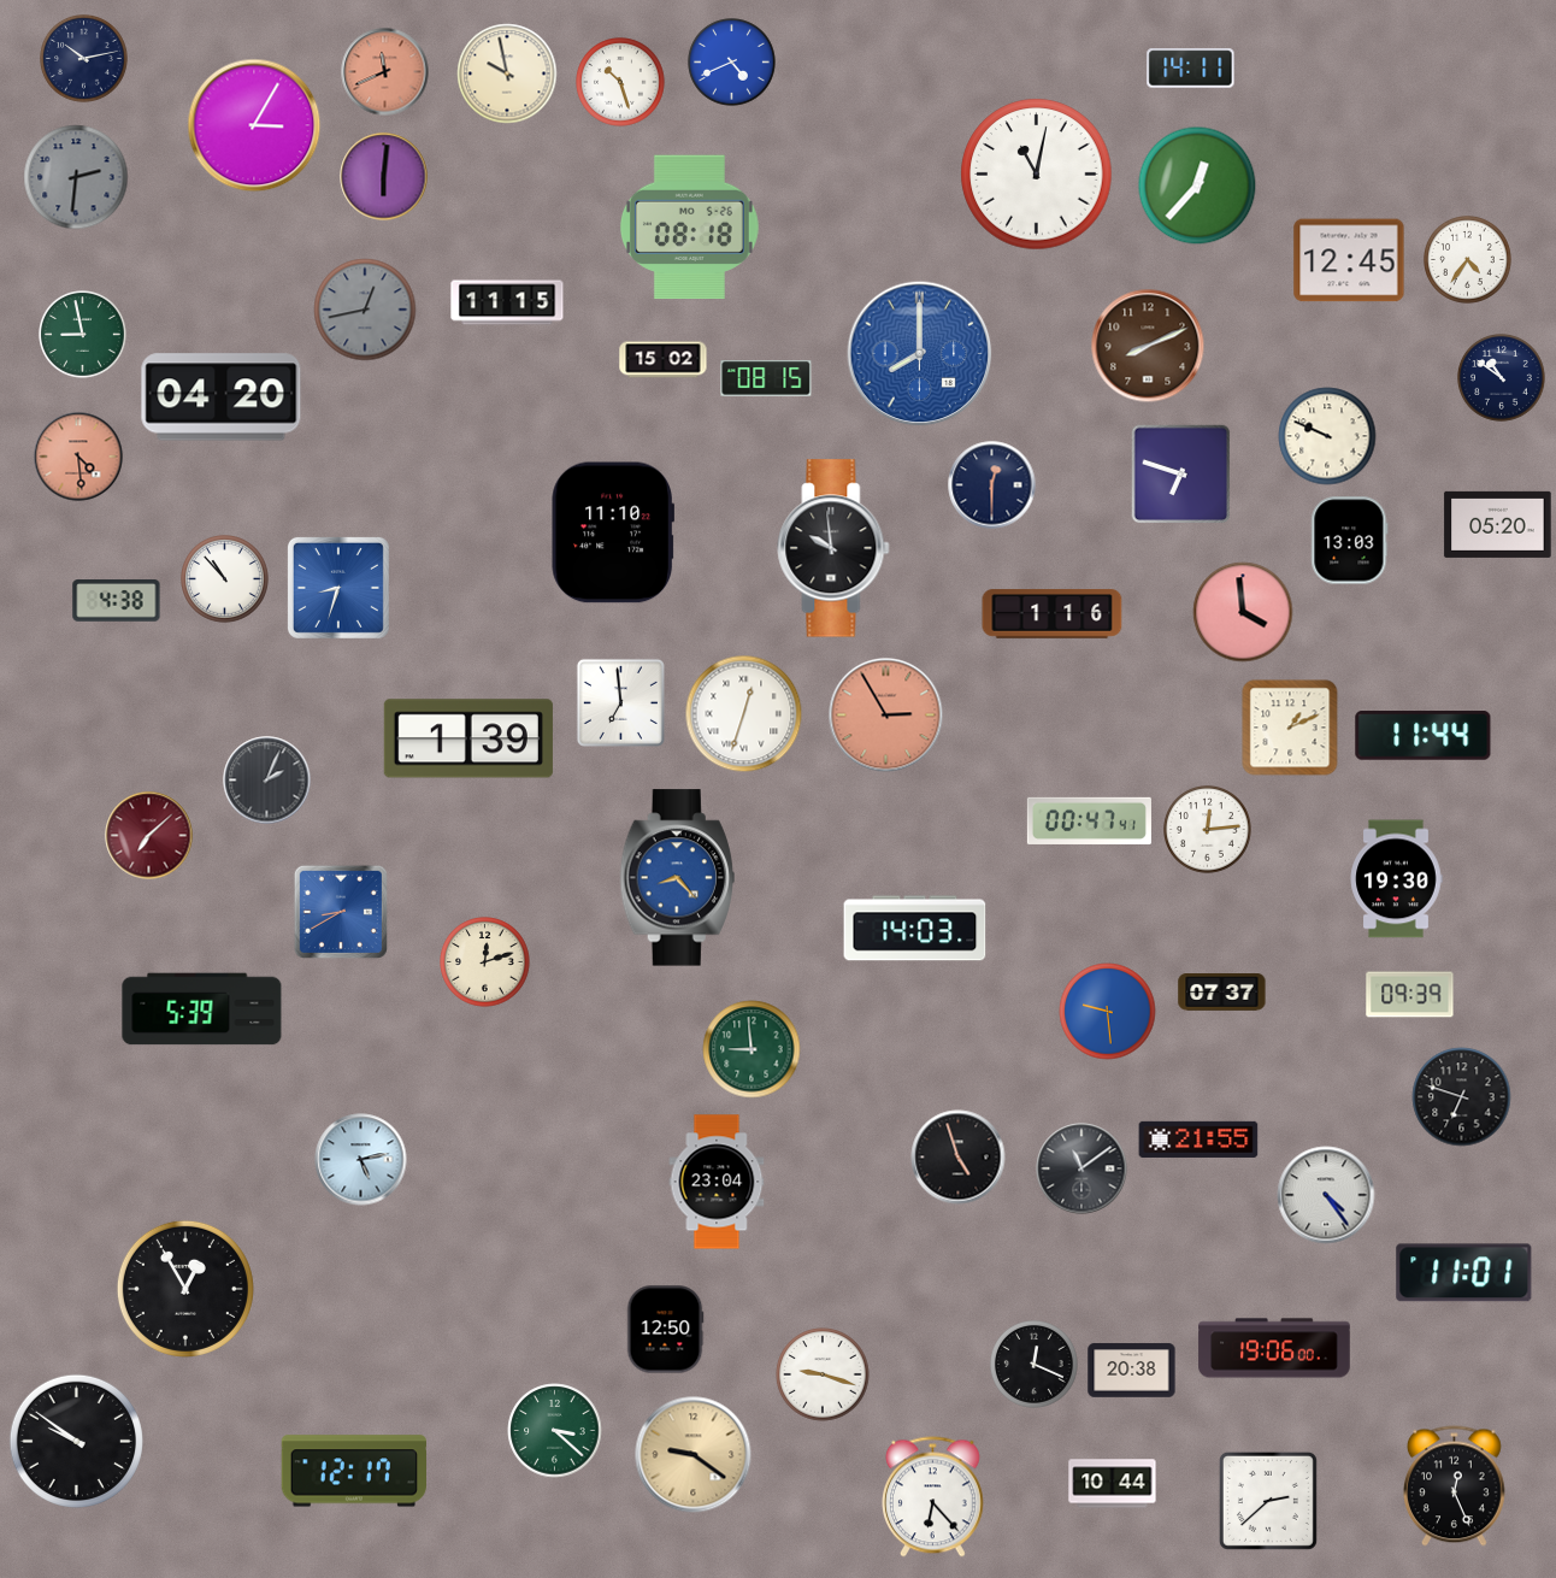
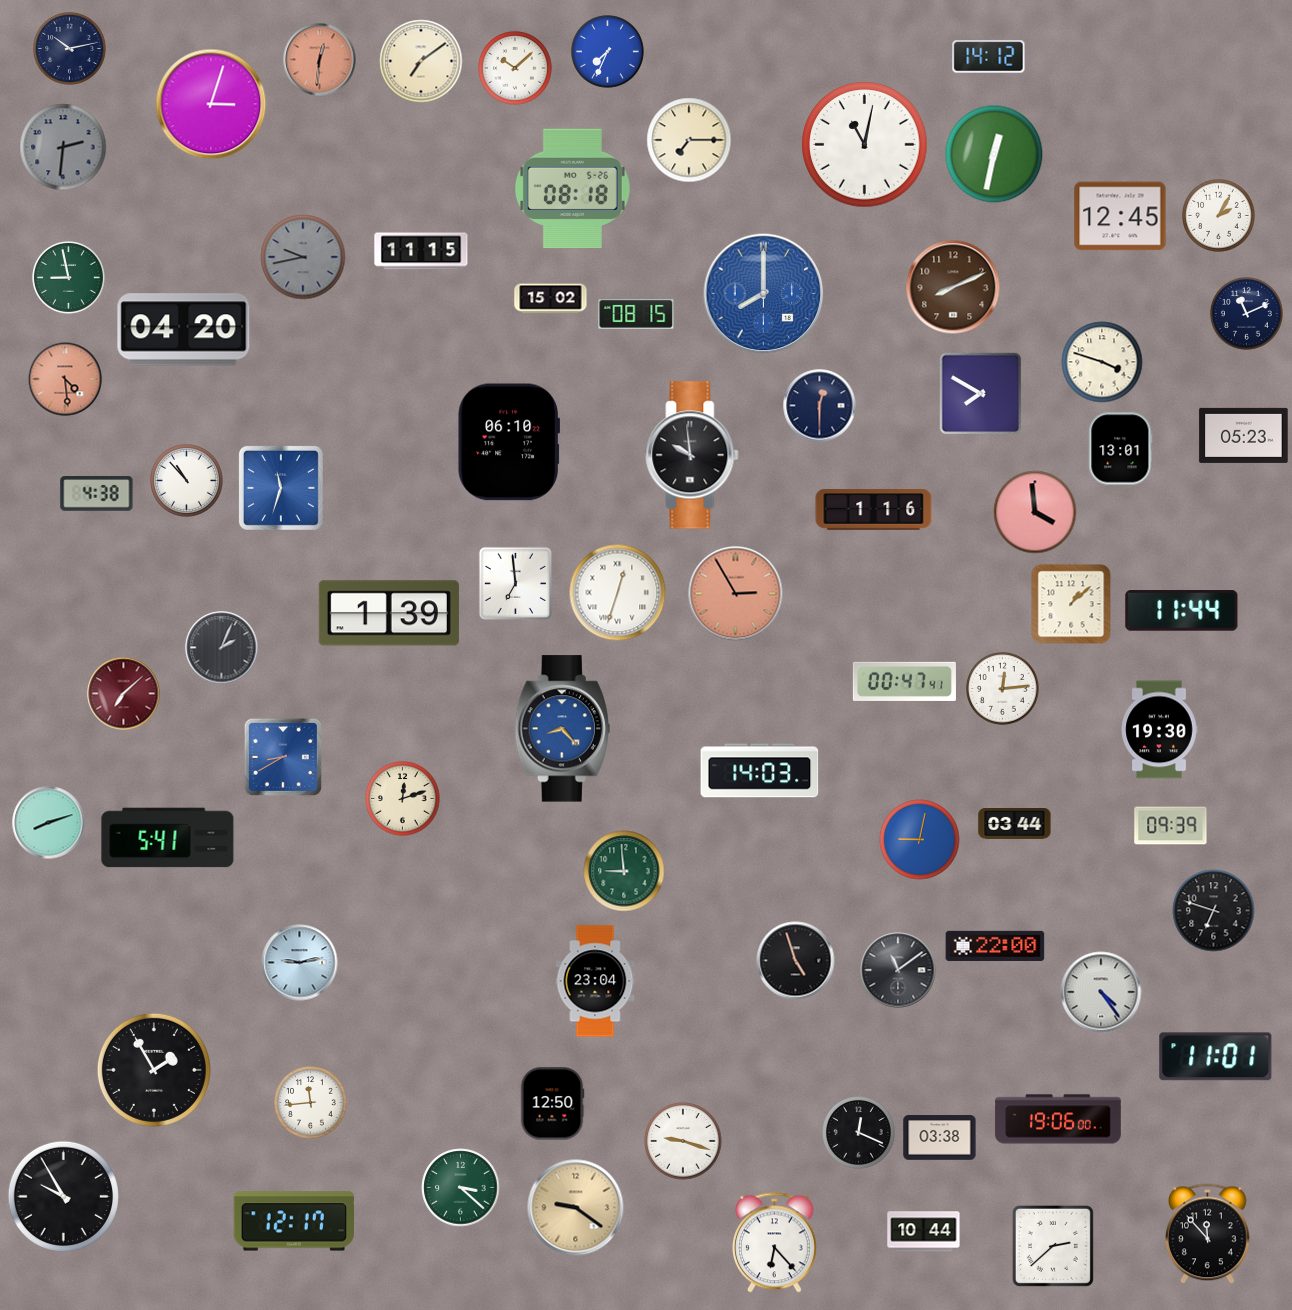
clock at (732, 63): 4:41 -> 7:34
clock at (1191, 69): 14:11 -> 14:12
clock at (385, 72): 11:41 -> 12:31
clock at (507, 73): 9:58 -> 7:09
clock at (621, 83): 10:27 -> 10:08
clock at (254, 125): 3:05 -> 3:03
clock at (689, 140): none -> 7:15
clock at (1037, 175) position: (1037, 175) -> (865, 145)
clock at (384, 177): 6:01 -> none
clock at (1197, 186): 12:37 -> 12:32
clock at (1468, 260): 4:36 -> 2:05
clock at (365, 310): 12:43 -> 9:43
clock at (1502, 378): 10:51 -> 11:11
clock at (1327, 436): 9:49 -> 3:48
clock at (1181, 475): 6:48 -> 7:50
clock at (992, 485) position: (992, 485) -> (820, 406)
clock at (1498, 524): 05:20 -> 05:23
clock at (613, 532): 11:10 -> 06:10
clock at (1350, 541): 13:03 -> 13:01
clock at (338, 588): 8:33 -> 11:33
clock at (117, 601) position: (117, 601) -> (97, 494)
clock at (1243, 612) position: (1243, 612) -> (1035, 512)
clock at (1290, 728): 1:11 -> 1:08
clock at (49, 823): none -> 8:12
clock at (1222, 993): 07:37 -> 03:44
clock at (202, 1009): 5:39 -> 5:41
clock at (1108, 1012): 9:29 -> 9:02
clock at (1198, 1140): 21:55 -> 22:00
clock at (361, 1160): 5:13 -> 9:13
clock at (185, 1289): 12:55 -> 1:55
clock at (311, 1103): none -> 11:44
clock at (1132, 1371): 20:38 -> 03:38
clock at (76, 1441): 9:51 -> 9:55
clock at (1454, 1486): 12:26 -> 11:53
